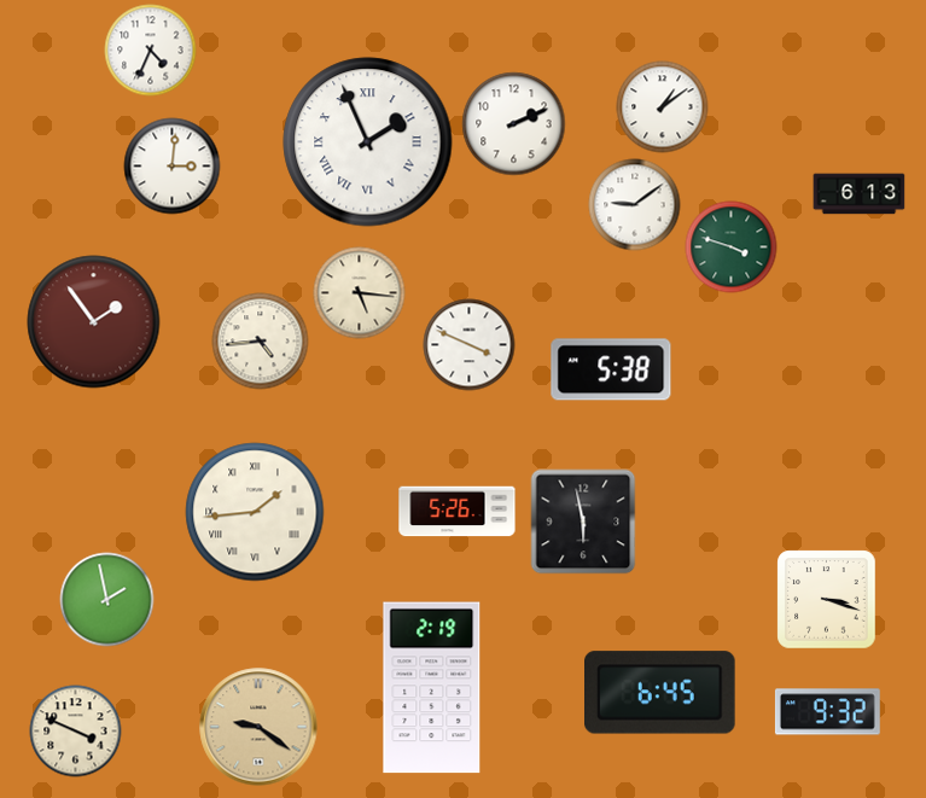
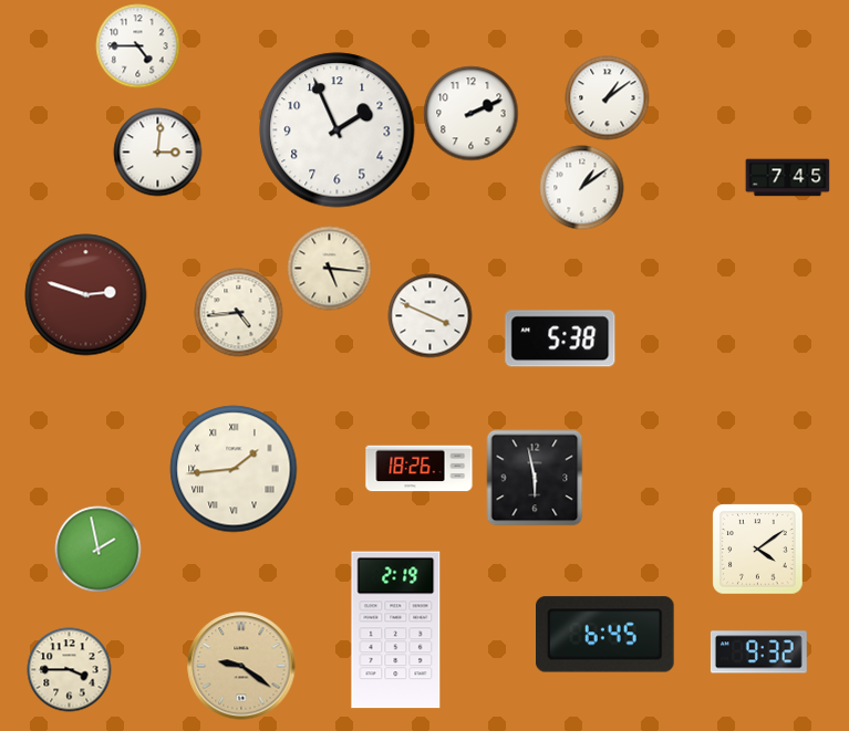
clock at (151, 51): 4:34 -> 4:45
clock at (368, 142) numerals: Roman -> Arabic
clock at (860, 194): 6:13 -> 7:45
clock at (635, 205): 9:09 -> 1:09
clock at (732, 247): 3:48 -> none
clock at (94, 322): 1:54 -> 2:48
clock at (458, 512): 5:26 -> 18:26
clock at (827, 600): 3:18 -> 4:09
clock at (258, 727) position: (258, 727) -> (241, 666)
clock at (76, 732): 3:49 -> 3:45
